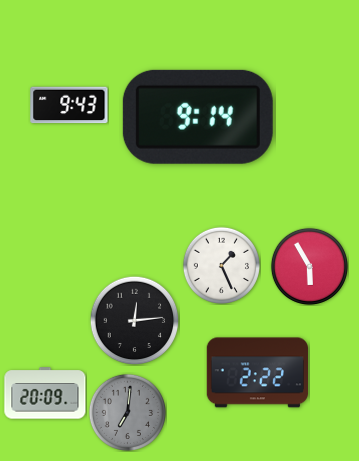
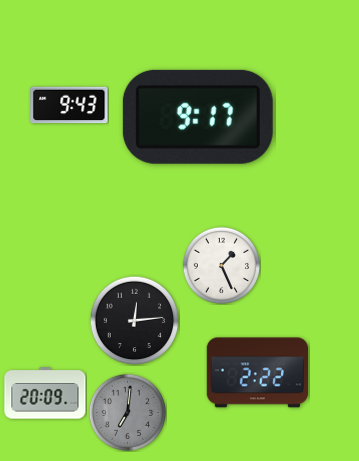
clock at (198, 117): 9:14 -> 9:17
clock at (309, 266): 5:55 -> none
